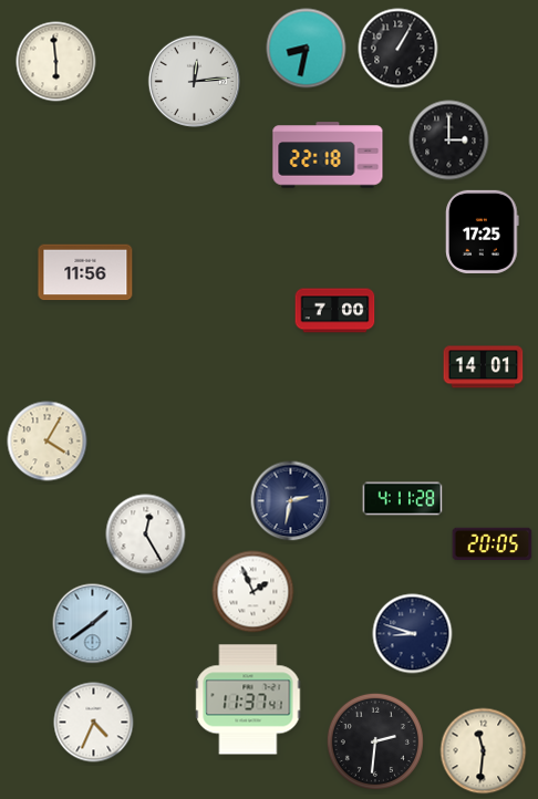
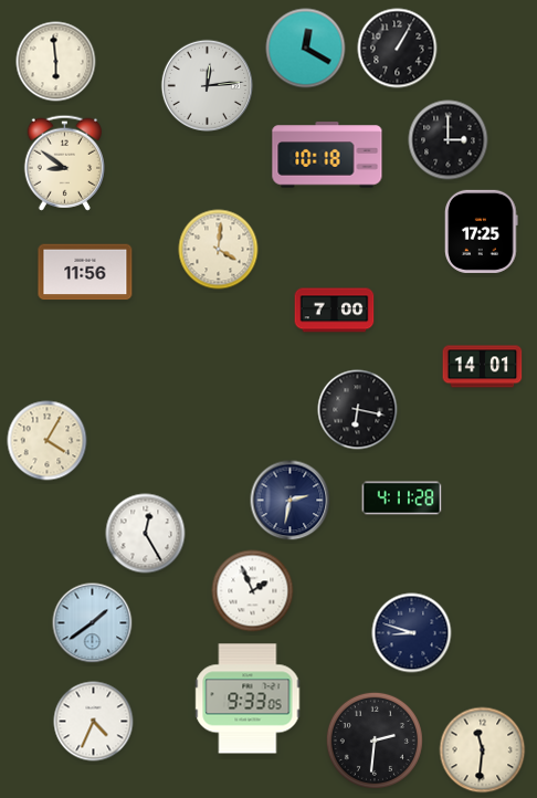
clock at (307, 49): 8:32 -> 12:20
clock at (194, 81) position: (194, 81) -> (207, 85)
clock at (328, 155): 22:18 -> 10:18
clock at (64, 162): none -> 8:51
clock at (219, 250): none -> 4:01
clock at (358, 410): none -> 6:17
clock at (493, 544): 20:05 -> none
clock at (248, 699): 11:37 -> 9:33
